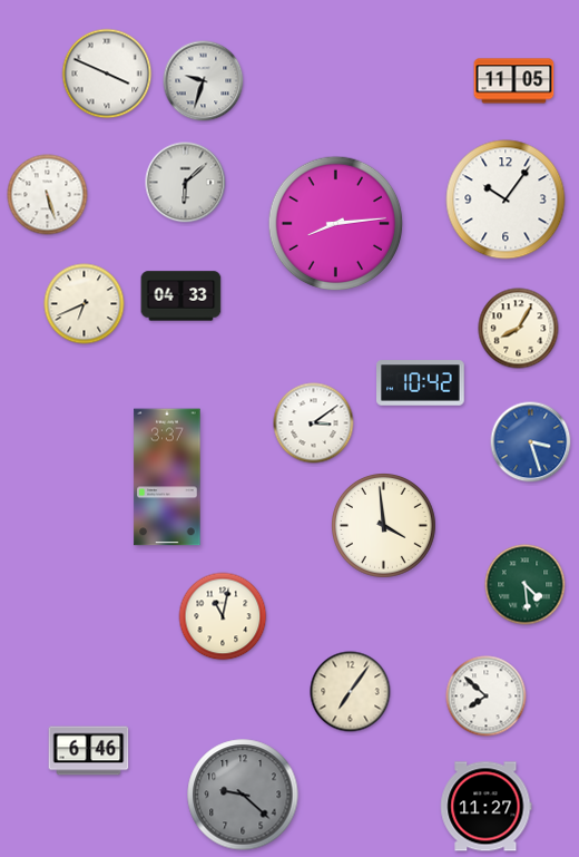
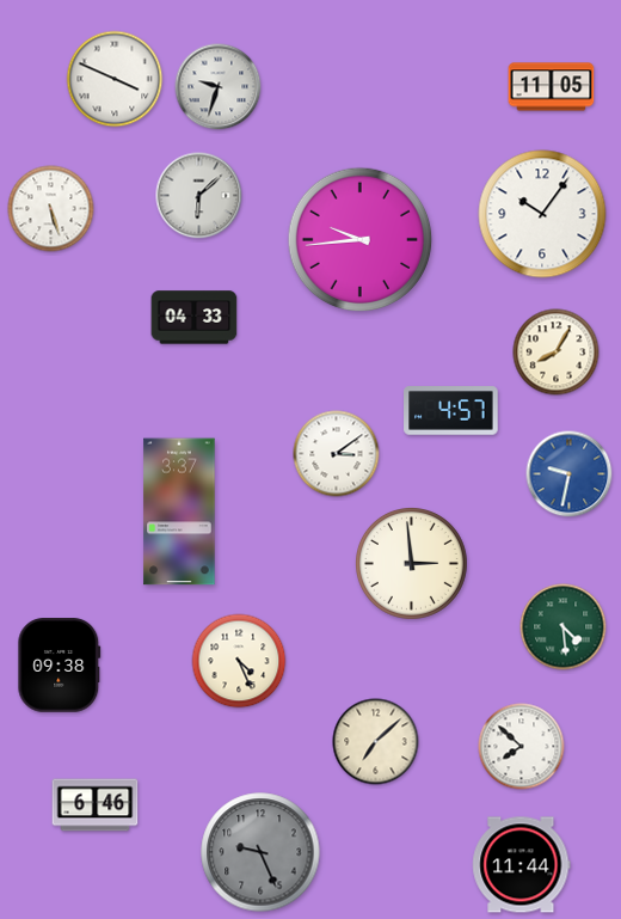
clock at (336, 224): 8:14 -> 9:44
clock at (85, 304): 6:41 -> none
clock at (421, 383): 10:42 -> 4:57
clock at (531, 442): 3:27 -> 9:32
clock at (384, 526): 3:59 -> 2:59
clock at (223, 616): 11:02 -> 4:26
clock at (60, 666): none -> 09:38
clock at (351, 692): 7:06 -> 7:08
clock at (243, 795): 9:22 -> 9:26
clock at (487, 807): 11:27 -> 11:44
